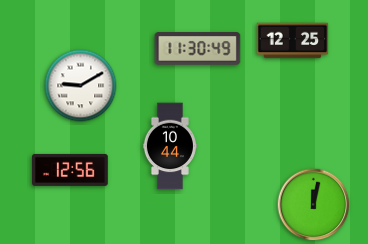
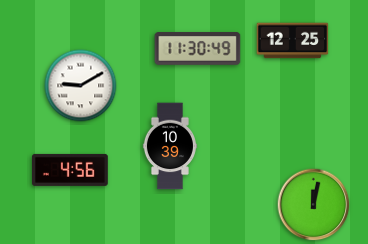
clock at (170, 146): 10:44 -> 10:39
clock at (71, 170): 12:56 -> 4:56
